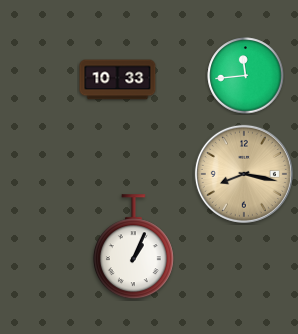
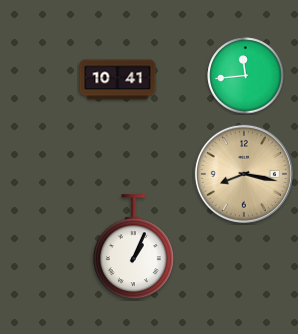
clock at (118, 80): 10:33 -> 10:41
